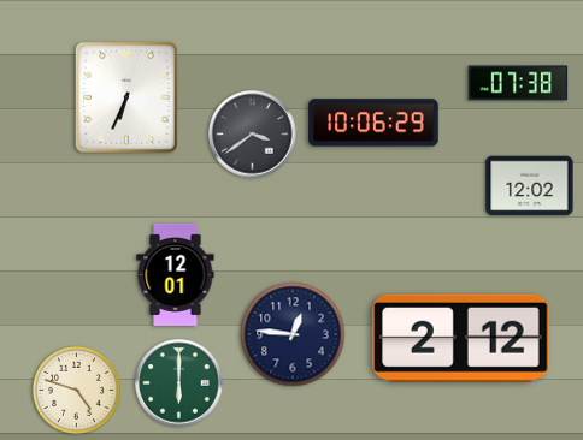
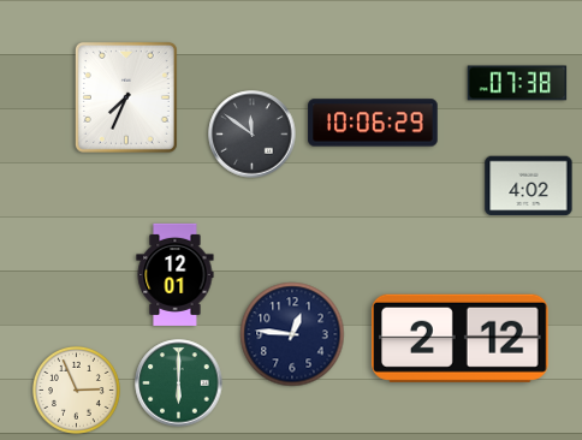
clock at (126, 97): 6:34 -> 7:34
clock at (253, 135): 3:39 -> 11:51
clock at (530, 186): 12:02 -> 4:02
clock at (76, 390): 4:48 -> 2:56
